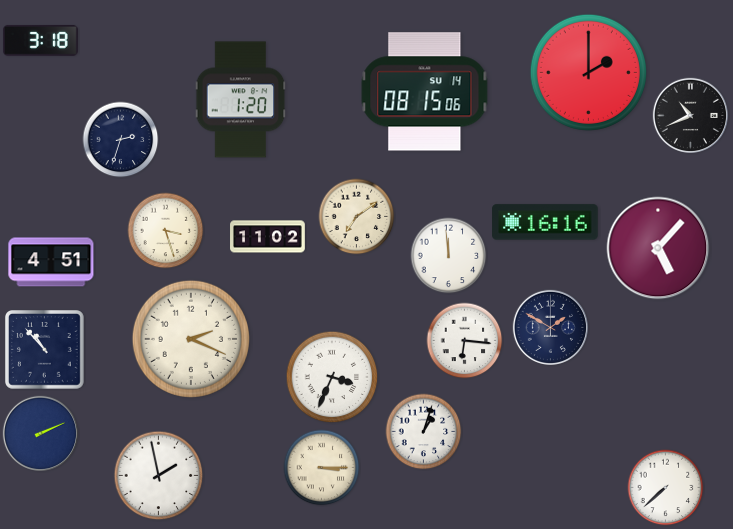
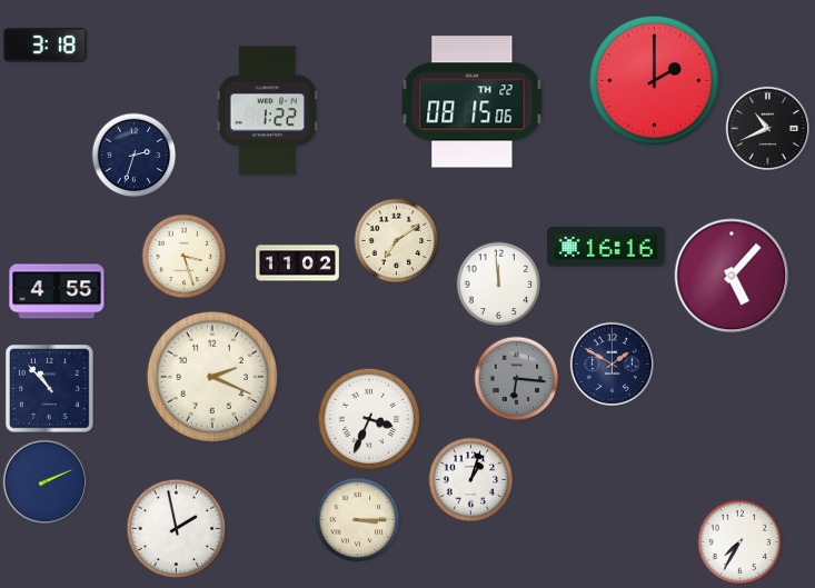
clock at (425, 92) date: SU 14 -> TH 22
clock at (241, 100): 1:20 -> 1:22
clock at (51, 262): 4:51 -> 4:55
clock at (465, 341) dial: white -> grey
clock at (666, 488): 7:38 -> 7:35
